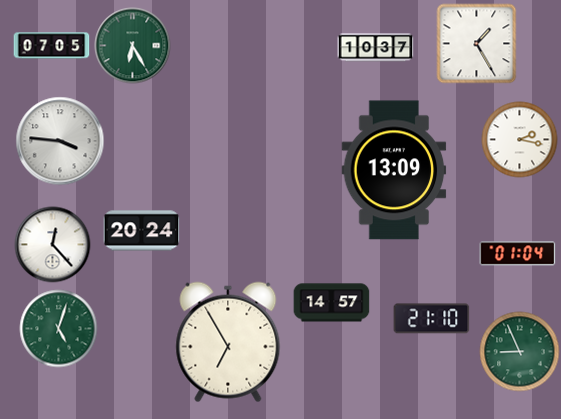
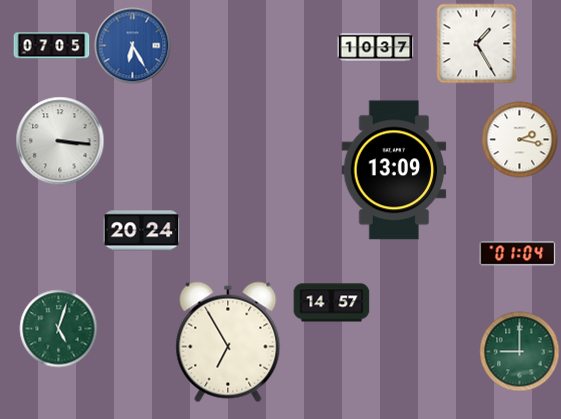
clock at (133, 46) dial: green -> blue
clock at (60, 141): 3:46 -> 3:16
clock at (53, 245): 12:23 -> none
clock at (432, 319): 21:10 -> none
clock at (520, 352): 8:56 -> 9:00
